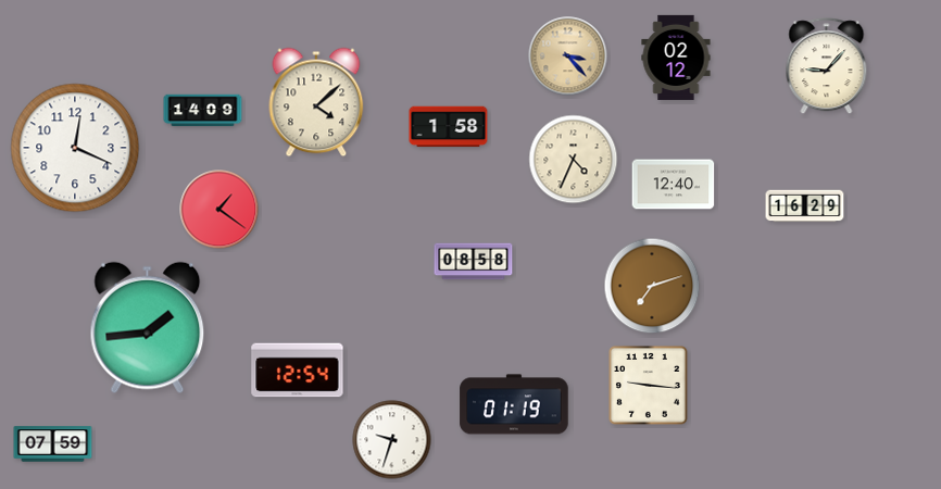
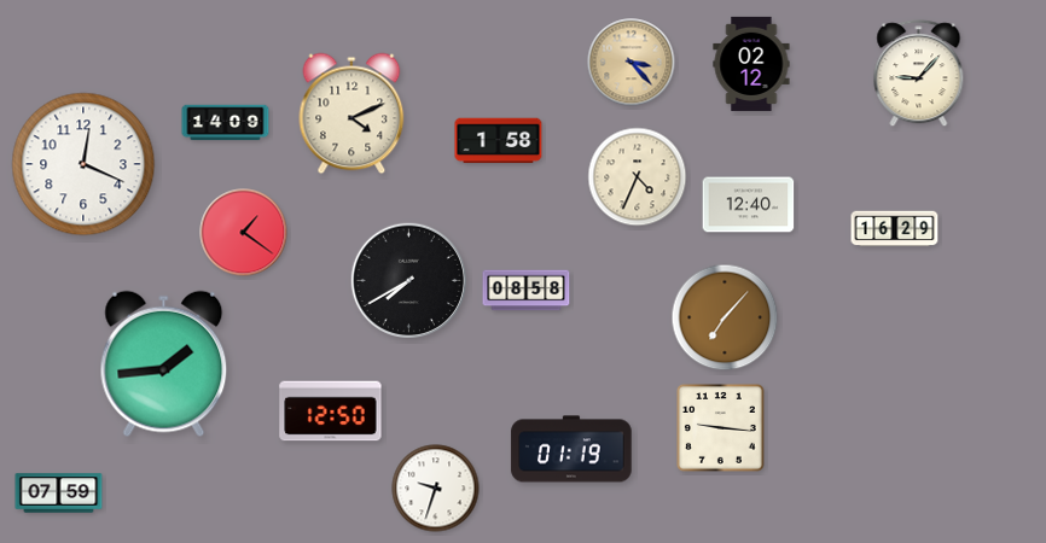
clock at (316, 102): 4:08 -> 4:11
clock at (409, 280): none -> 7:40
clock at (652, 286): 7:12 -> 7:07
clock at (298, 371): 12:54 -> 12:50
